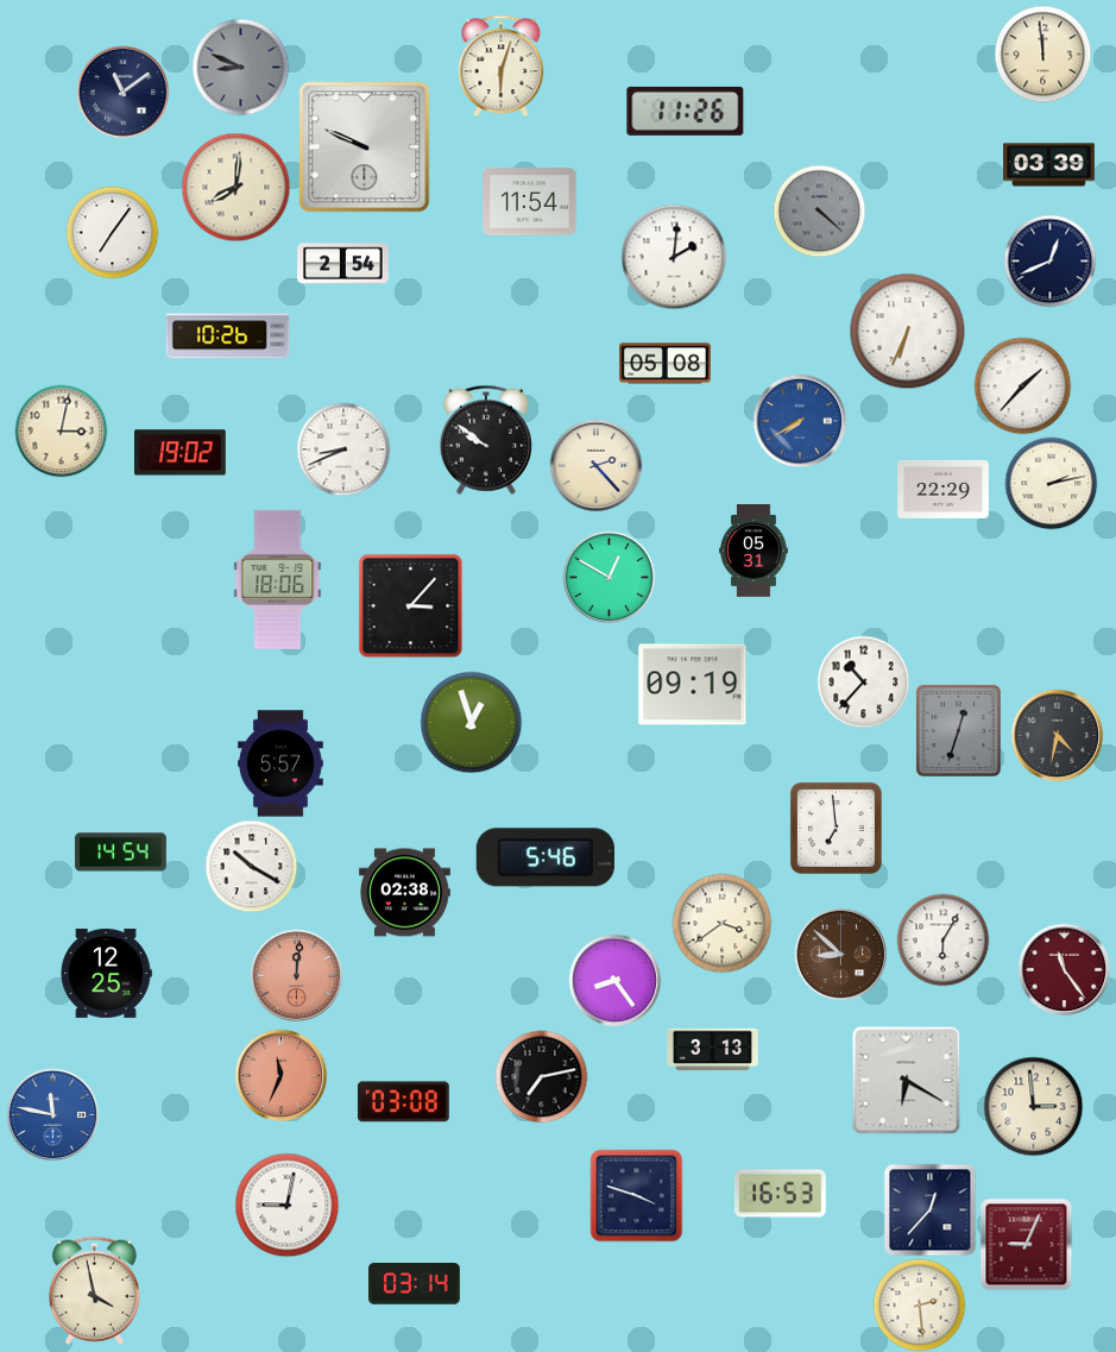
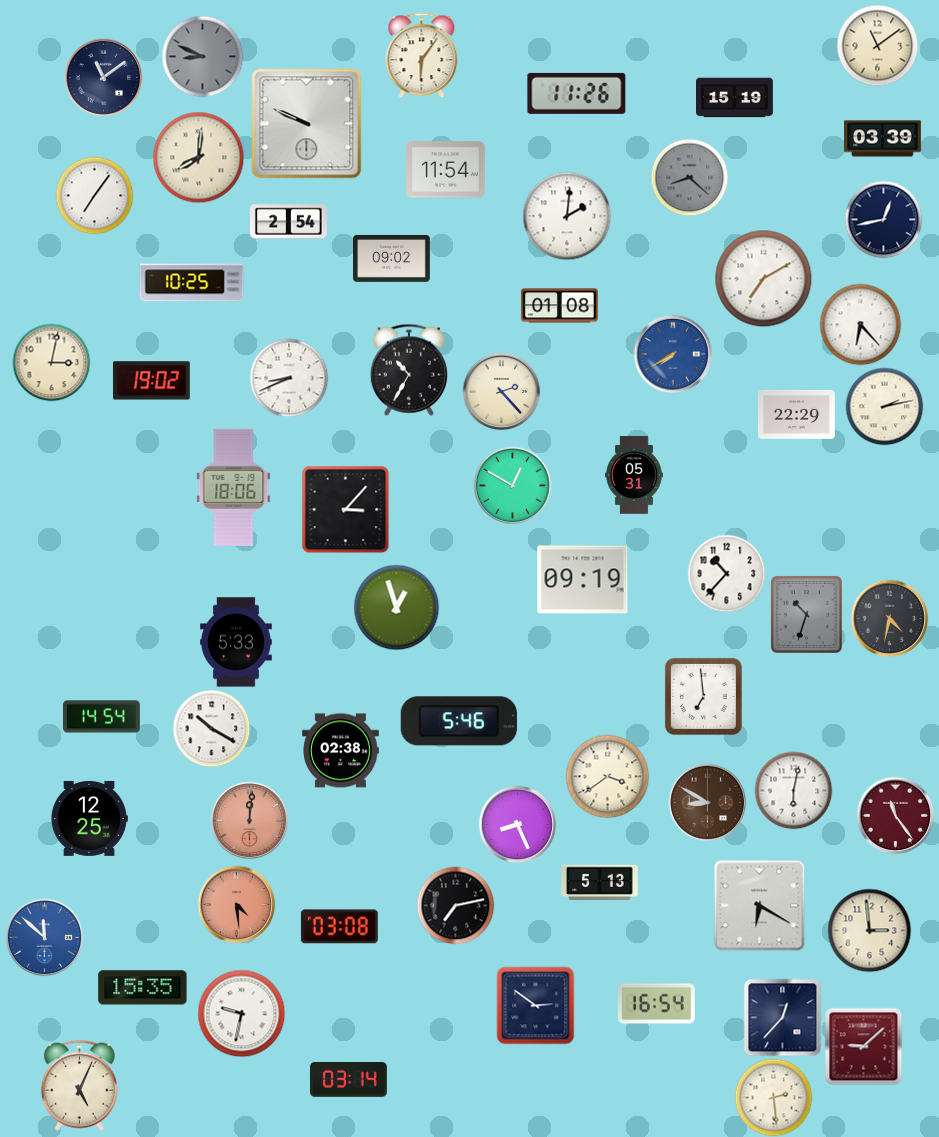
clock at (1042, 54): 11:59 -> 11:09
clock at (502, 65): 6:03 -> 6:06
clock at (735, 98): none -> 15:19
clock at (819, 210): 4:22 -> 8:22
clock at (1049, 260): 12:41 -> 12:43
clock at (392, 258): none -> 09:02
clock at (907, 331): 6:34 -> 7:10
clock at (228, 337): 10:26 -> 10:25
clock at (666, 364): 05:08 -> 01:08
clock at (1022, 385): 1:37 -> 6:23
clock at (486, 440): 9:51 -> 10:35
clock at (944, 489) position: (944, 489) -> (797, 414)
clock at (754, 551) position: (754, 551) -> (634, 475)
clock at (693, 685) position: (693, 685) -> (583, 580)
clock at (958, 730): 12:33 -> 10:33
clock at (280, 763): 5:57 -> 5:33
clock at (942, 939): 6:05 -> 6:02
clock at (840, 954): 8:52 -> 8:50
clock at (614, 980): 8:24 -> 8:26
clock at (713, 1050): 3:13 -> 5:13
clock at (280, 1075): 11:34 -> 4:29
clock at (906, 1080) position: (906, 1080) -> (759, 905)
clock at (52, 1114): 11:47 -> 11:52
clock at (143, 988): none -> 15:35
clock at (780, 1194): 16:53 -> 16:54
clock at (636, 1195): 3:48 -> 2:51
clock at (286, 1205): 9:02 -> 9:32
clock at (1026, 1244): 9:04 -> 9:08
clock at (94, 1290): 3:58 -> 5:04
